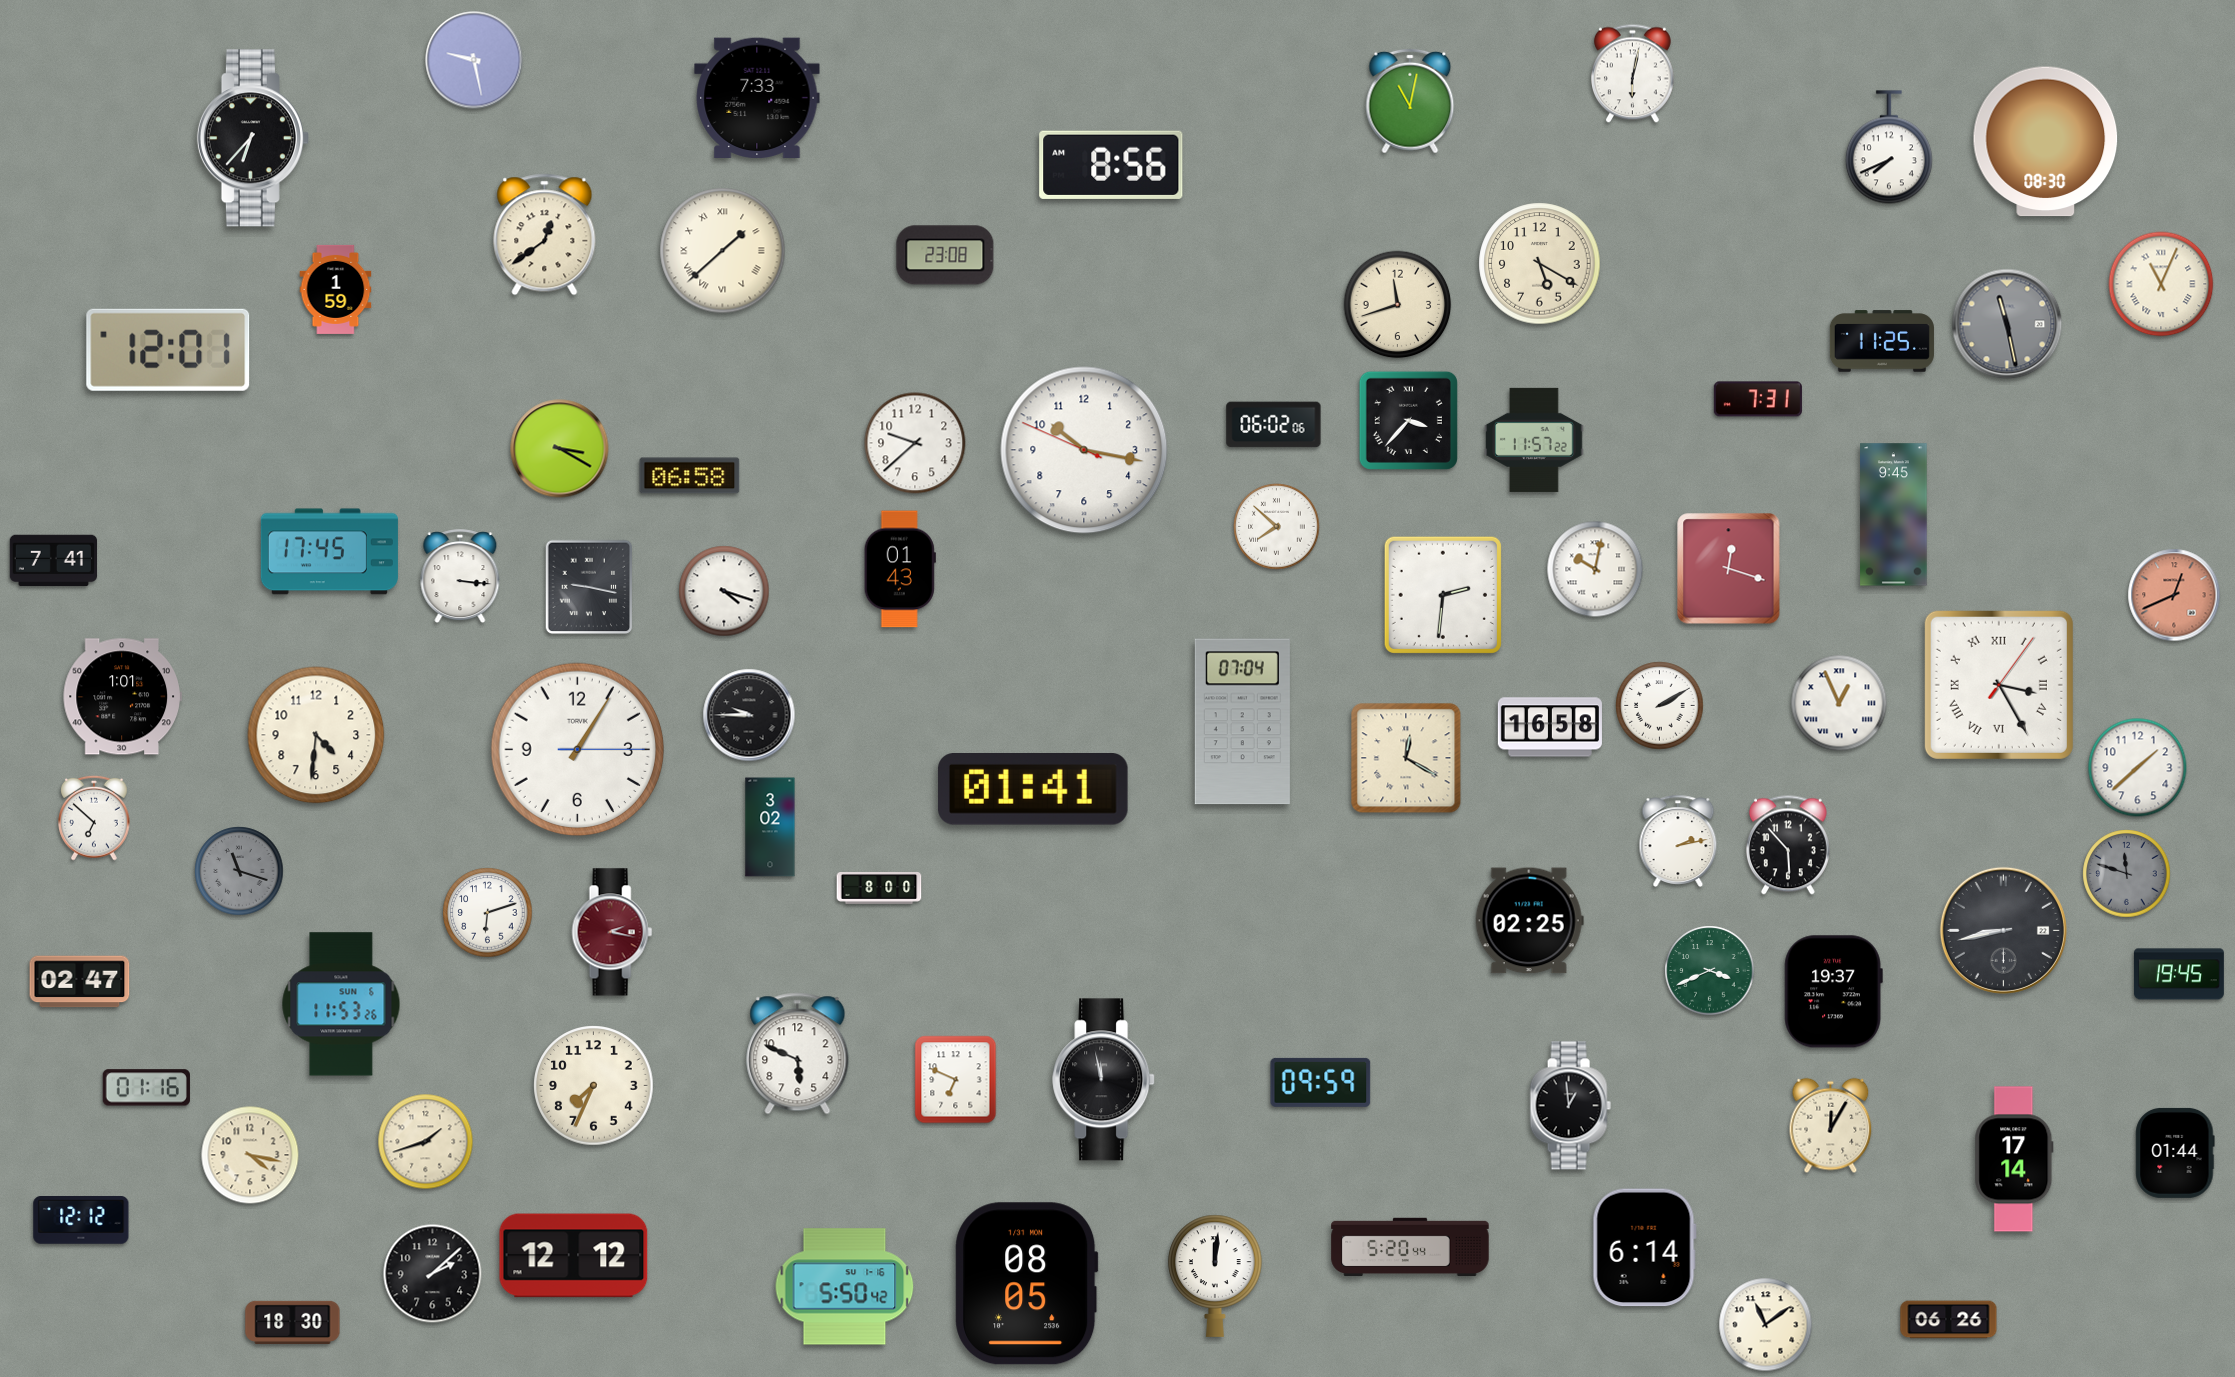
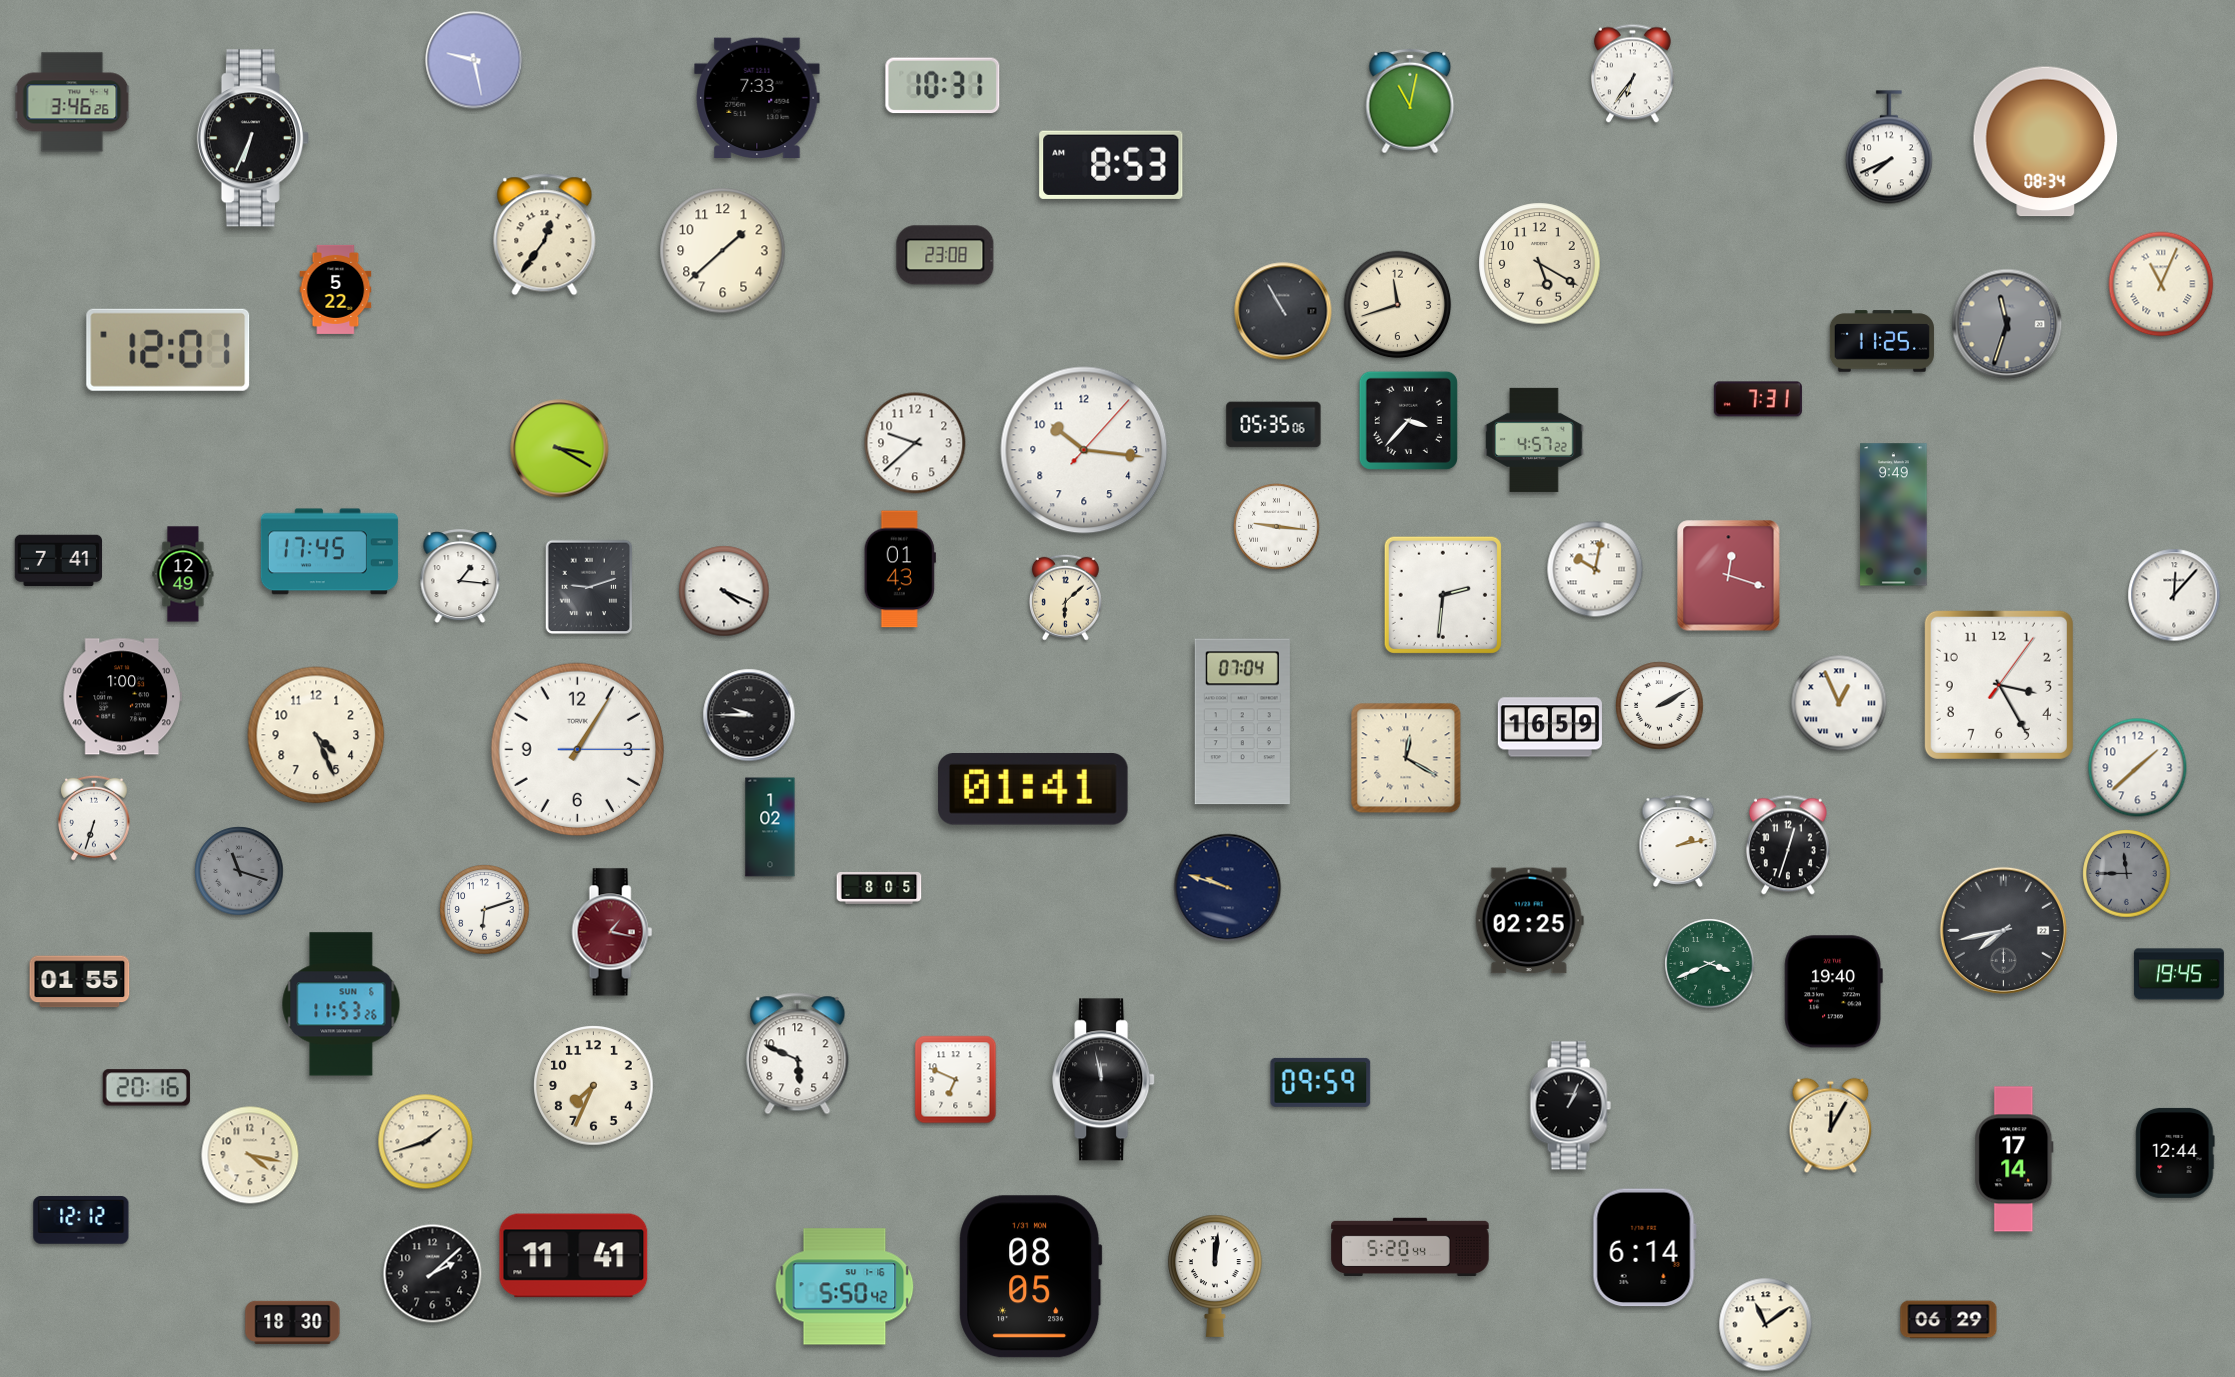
clock at (1633, 74): 6:02 -> 6:36
clock at (943, 86): none -> 10:31
clock at (72, 102): none -> 3:46
clock at (253, 138): 6:37 -> 6:34
clock at (2046, 142): 08:30 -> 08:34
clock at (1111, 165): 8:56 -> 8:53
clock at (545, 235): 12:39 -> 12:36
clock at (723, 251) numerals: Roman -> Arabic
clock at (336, 289): 1:59 -> 5:22
clock at (1283, 311): none -> 10:55
clock at (2007, 324): 11:28 -> 11:33
clock at (1274, 425): 06:02 -> 05:35
clock at (1534, 440): 11:57 -> 4:57
clock at (1084, 450): 10:16:49 -> 10:16:07
clock at (690, 476): 06:58 -> none
clock at (1894, 515): 9:45 -> 9:49
clock at (1277, 527): 7:52 -> 9:16
clock at (53, 561) position: (53, 561) -> (58, 561)
clock at (1729, 569) position: (1729, 569) -> (1729, 576)
clock at (183, 574): none -> 12:49
clock at (460, 577): 3:16 -> 1:16
clock at (589, 587): 9:17 -> 9:12
clock at (724, 591): 4:18 -> 4:19
clock at (2174, 595): 12:41 -> 12:07
clock at (2174, 595) dial: salmon -> white
clock at (1065, 597): none -> 6:08
clock at (1999, 685) numerals: Roman -> Arabic
clock at (122, 697): 1:01 -> 1:00
clock at (1550, 727): 16:58 -> 16:59
clock at (316, 735): 4:31 -> 4:26
clock at (95, 818): 6:52 -> 6:33
clock at (770, 827): 3:02 -> 1:02
clock at (1788, 845): 5:53 -> 12:33
clock at (2127, 874): 11:48 -> 11:45
clock at (879, 888): 8:00 -> 8:05
clock at (1228, 888): none -> 9:48
clock at (488, 913) position: (488, 913) -> (485, 910)
clock at (2003, 930): 8:43 -> 7:43
clock at (612, 932): 2:17 -> 1:17
clock at (1710, 971) position: (1710, 971) -> (1710, 964)
clock at (80, 982): 02:47 -> 01:55
clock at (1833, 992): 19:37 -> 19:40
clock at (146, 1088): 01:16 -> 20:16
clock at (1570, 1106): 12:59 -> 1:04
clock at (2175, 1153): 01:44 -> 12:44
clock at (574, 1256): 12:12 -> 11:41
clock at (1027, 1284) position: (1027, 1284) -> (1031, 1277)
clock at (1949, 1320): 06:26 -> 06:29
